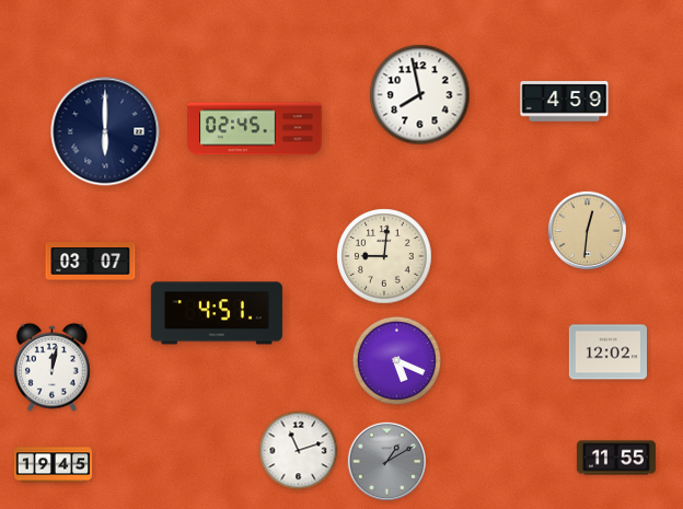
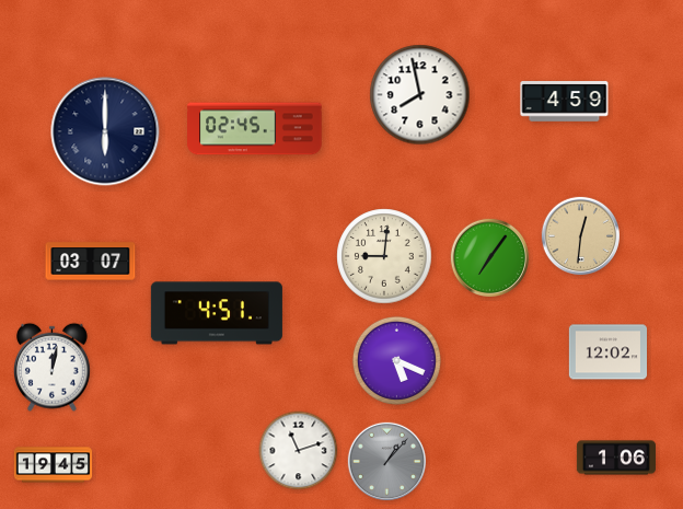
clock at (587, 230) position: (587, 230) -> (580, 235)
clock at (489, 257): none -> 7:06
clock at (616, 458): 11:55 -> 1:06
clock at (386, 461): 1:10 -> 1:07
